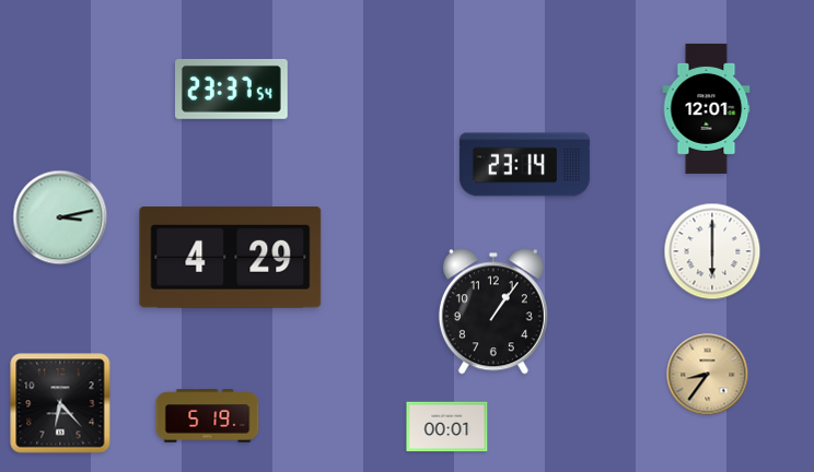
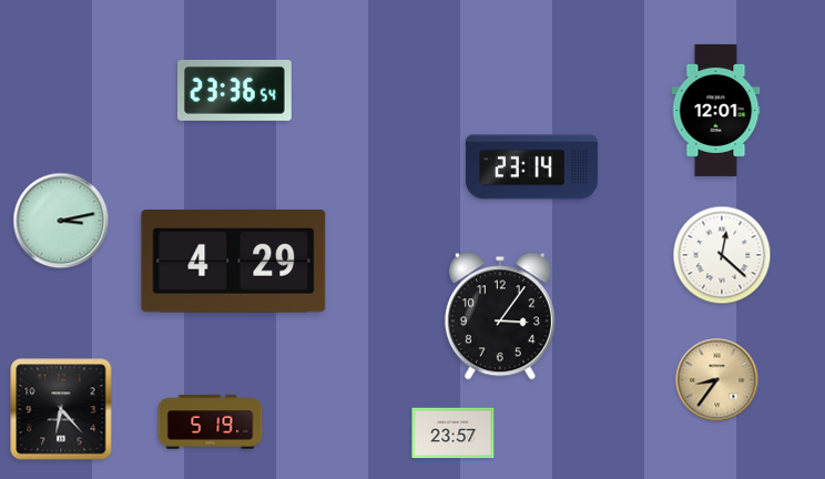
clock at (232, 88): 23:37 -> 23:36
clock at (712, 251): 6:00 -> 12:22
clock at (493, 311): 1:06 -> 3:06
clock at (447, 427): 00:01 -> 23:57
